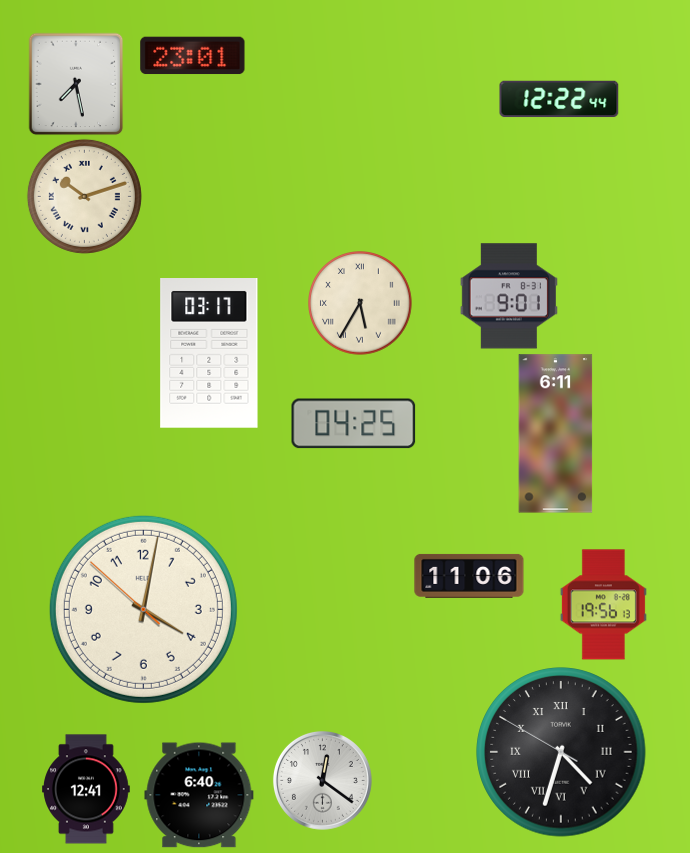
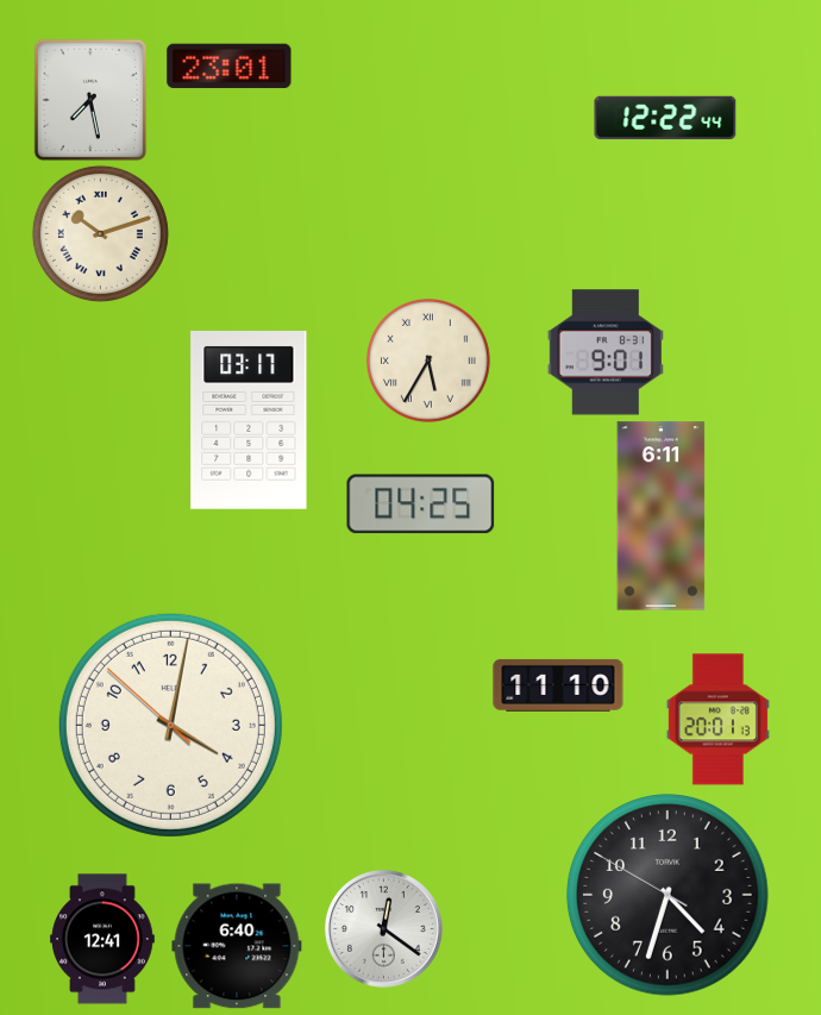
clock at (469, 576): 11:06 -> 11:10
clock at (603, 605): 19:56 -> 20:01
clock at (561, 752) numerals: Roman -> Arabic
